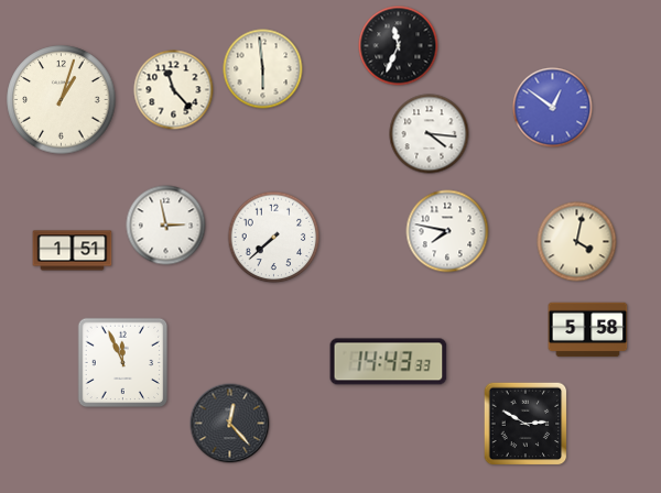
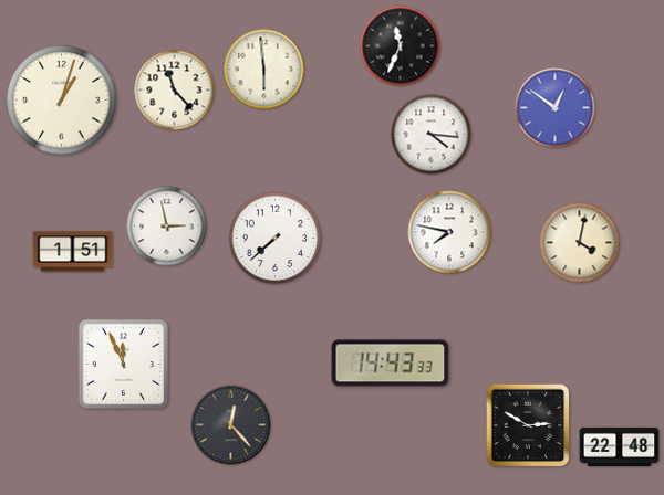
clock at (588, 330): 5:58 -> none
clock at (620, 446): none -> 22:48
